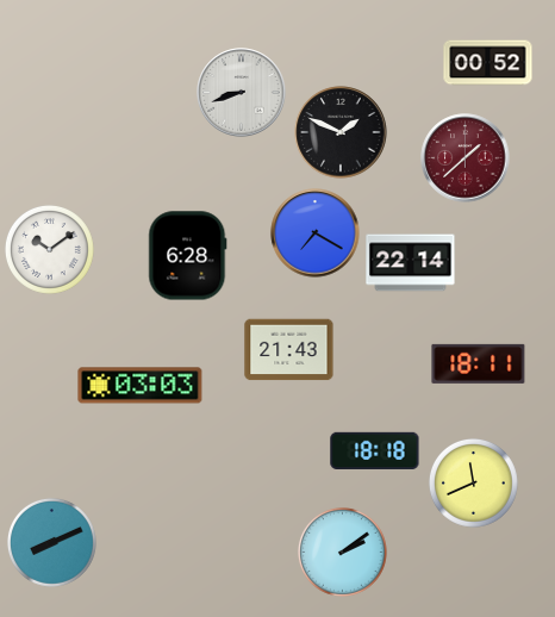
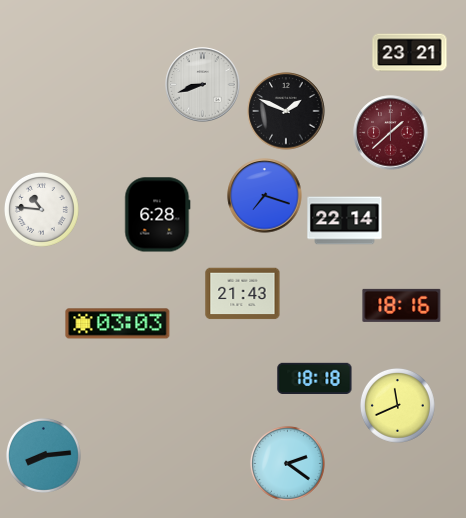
clock at (488, 63): 00:52 -> 23:21
clock at (242, 93) position: (242, 93) -> (203, 85)
clock at (316, 233): 7:20 -> 7:18
clock at (49, 250): 10:09 -> 10:46
clock at (479, 363): 18:11 -> 18:16
clock at (51, 543): 8:11 -> 8:14
clock at (342, 553): 2:09 -> 2:21
